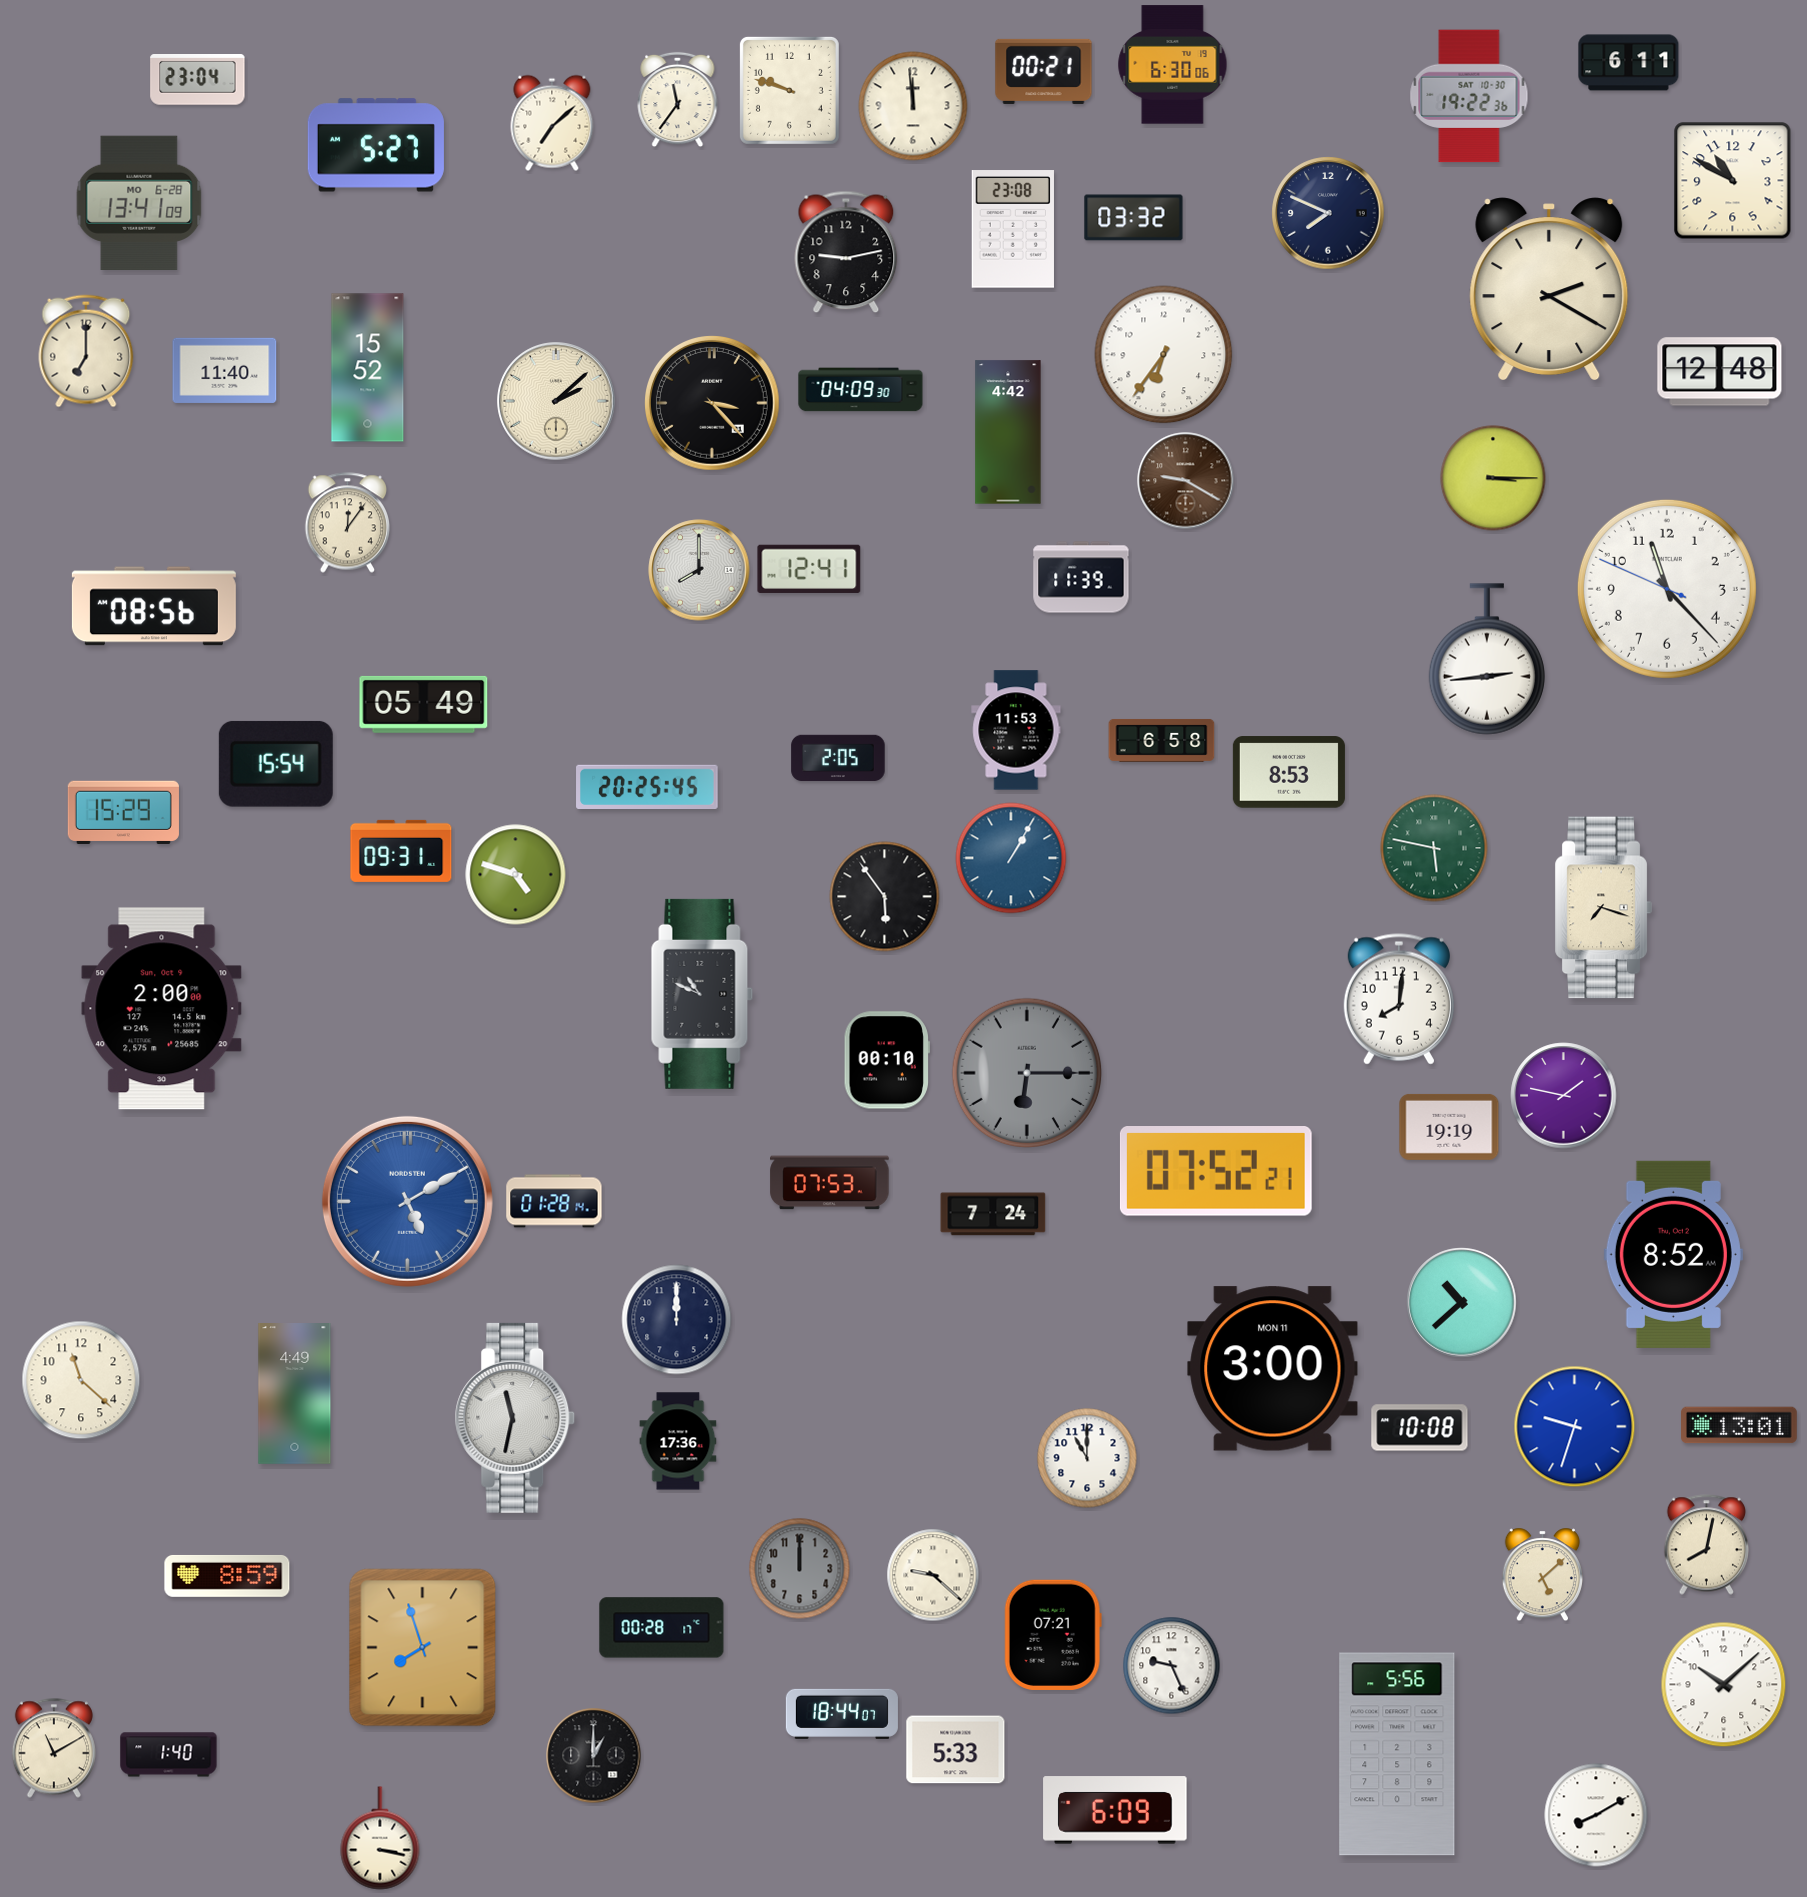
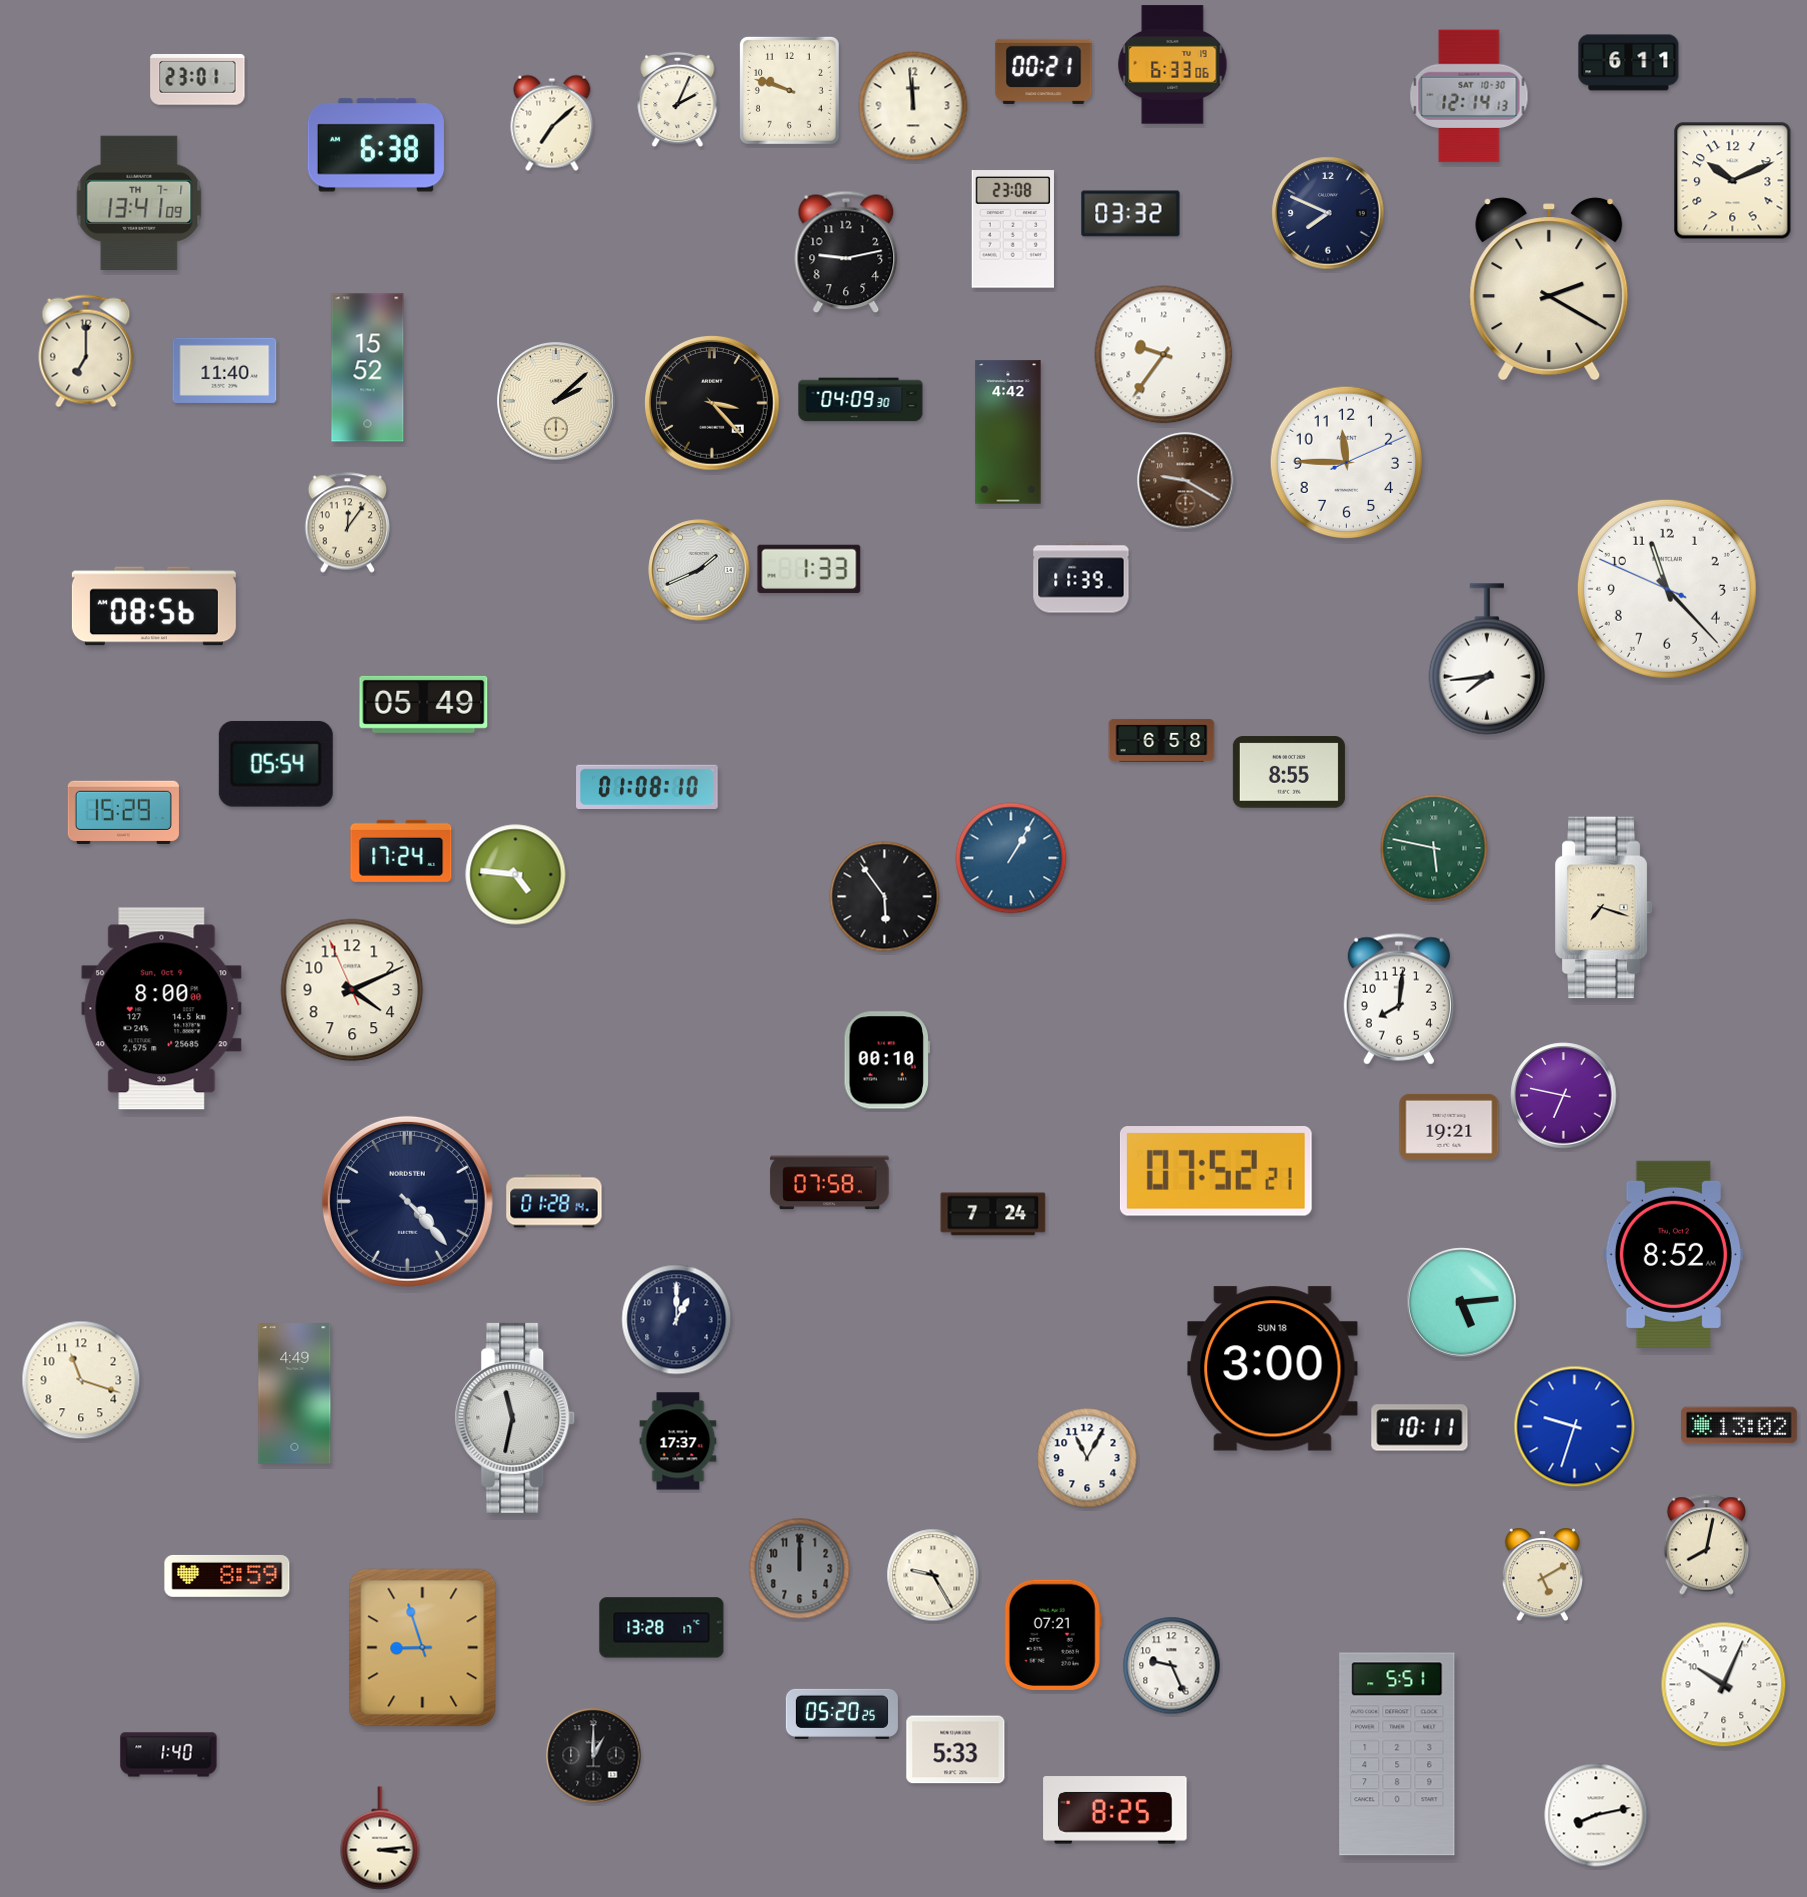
clock at (1173, 65): 6:30 -> 6:33
clock at (198, 80): 23:04 -> 23:01
clock at (1469, 96): 19:22 -> 12:14
clock at (678, 100): 11:36 -> 2:04
clock at (376, 145): 5:27 -> 6:38
clock at (1733, 181): 10:50 -> 10:11
clock at (139, 202) date: MO 6-28 -> TH 7-1
clock at (1134, 218) position: (1134, 218) -> (1131, 214)
clock at (1164, 355): 6:36 -> 9:36
clock at (1720, 372): 12:48 -> none
clock at (861, 390) position: (861, 390) -> (861, 400)
clock at (1346, 462): none -> 11:45
clock at (1493, 478): 3:15 -> none
clock at (809, 569): 12:41 -> 1:33
clock at (699, 570): 8:00 -> 1:41
clock at (1487, 659): 2:44 -> 7:44
clock at (1016, 730): 11:53 -> none
clock at (838, 758): 2:05 -> none
clock at (276, 764): 15:54 -> 05:54
clock at (1289, 772): 8:53 -> 8:55
clock at (647, 786): 20:25 -> 01:08
clock at (401, 851): 09:31 -> 17:24
clock at (516, 875): 4:48 -> 4:46
clock at (352, 990): none -> 4:10
clock at (702, 994): 10:49 -> none
clock at (162, 1009): 2:00 -> 8:00
clock at (1027, 1073): 6:15 -> none
clock at (1564, 1096): 1:47 -> 6:47
clock at (1449, 1127): 19:19 -> 19:21
clock at (830, 1183): 07:53 -> 07:58
clock at (407, 1201): 5:10 -> 4:23
clock at (407, 1201) dial: blue -> navy
clock at (1462, 1303): 10:38 -> 5:14
clock at (677, 1320): 12:00 -> 1:00
clock at (1273, 1369) date: MON 11 -> SUN 18
clock at (81, 1380): 11:22 -> 11:18
clock at (1740, 1425): 13:01 -> 13:02
clock at (1420, 1428): 10:08 -> 10:11
clock at (678, 1441): 17:36 -> 17:37
clock at (1087, 1458): 11:00 -> 11:05
clock at (933, 1575): 9:22 -> 9:25
clock at (1542, 1575): 5:08 -> 5:10
clock at (662, 1628): 00:28 -> 13:28
clock at (423, 1648): 7:57 -> 8:57
clock at (1724, 1685): 10:08 -> 10:04
clock at (842, 1714): 18:44 -> 05:20
clock at (54, 1748): 11:10 -> none
clock at (1397, 1754): 5:56 -> 5:51
clock at (1115, 1810): 6:09 -> 8:25
clock at (1596, 1815): 8:10 -> 8:13
clock at (380, 1838): 3:17 -> 3:14
